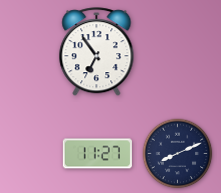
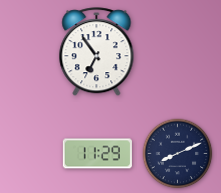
clock at (97, 154): 11:27 -> 11:29
